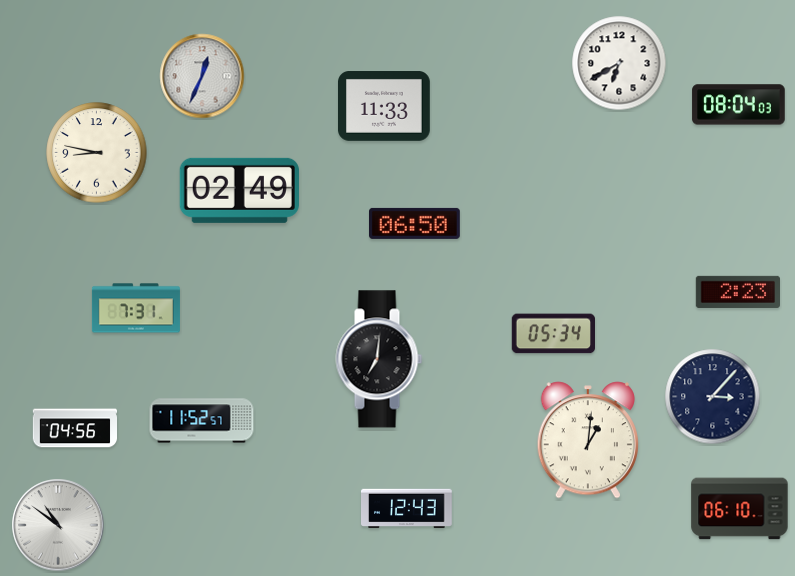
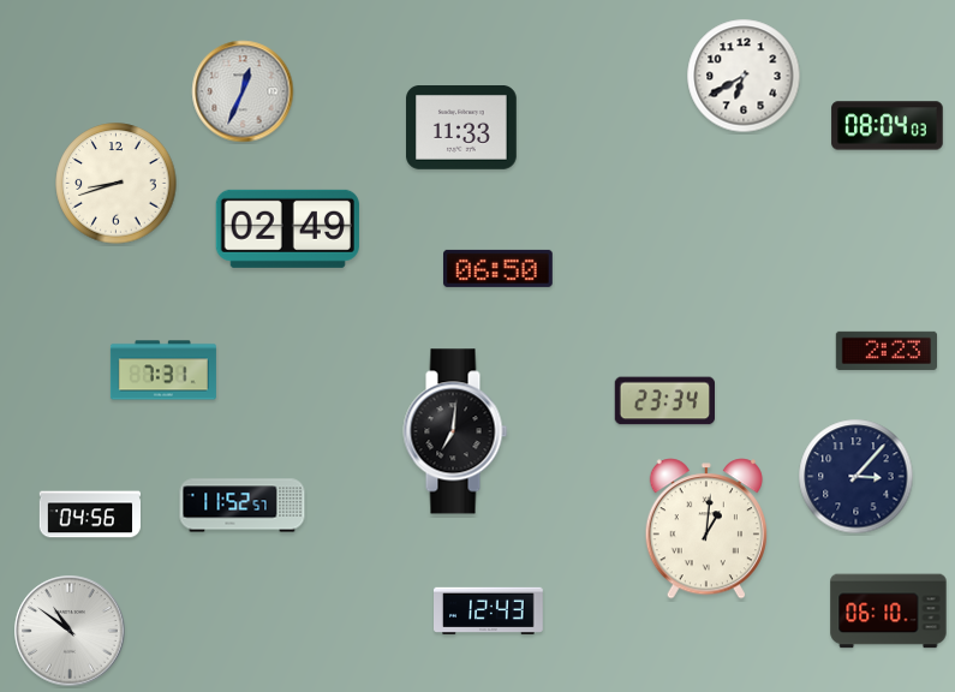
clock at (97, 153): 8:47 -> 8:42
clock at (554, 334): 05:34 -> 23:34
